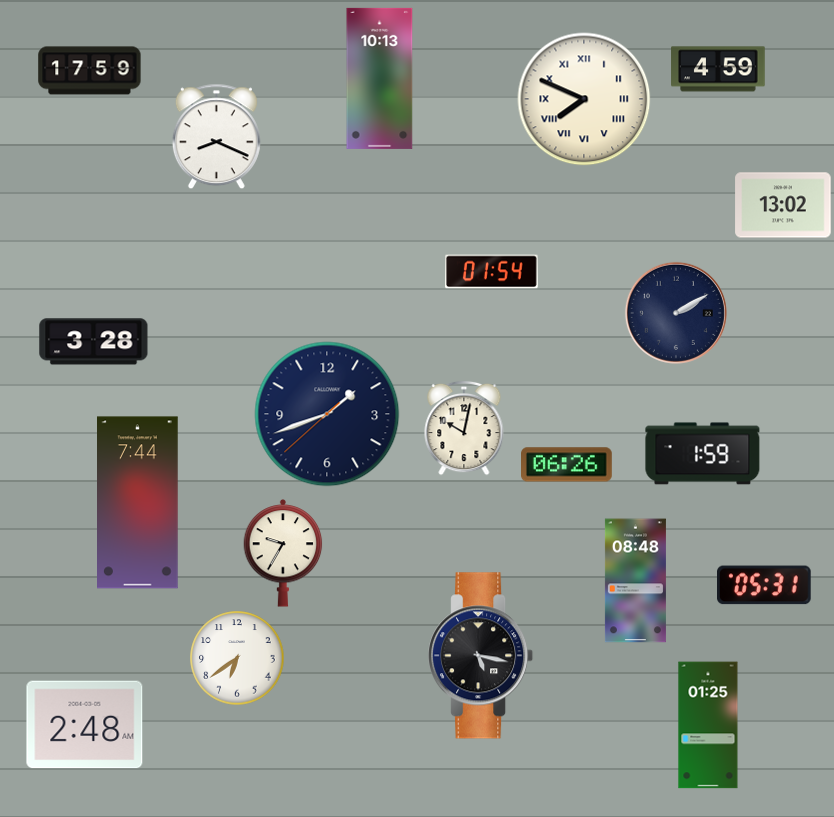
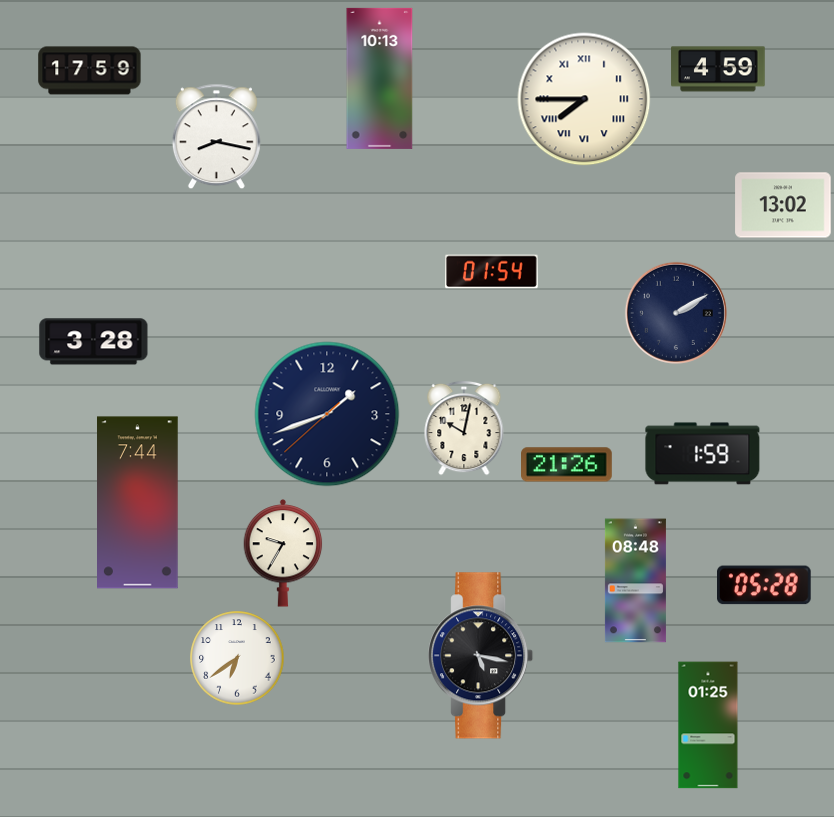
clock at (584, 99): 7:49 -> 7:45
clock at (216, 136): 8:19 -> 8:17
clock at (567, 465): 06:26 -> 21:26
clock at (765, 585): 05:31 -> 05:28
clock at (85, 725): 2:48 -> none
